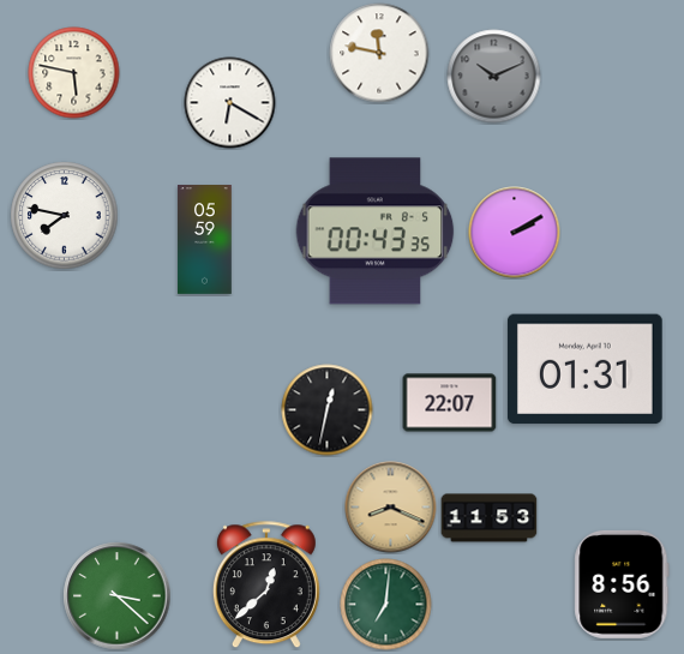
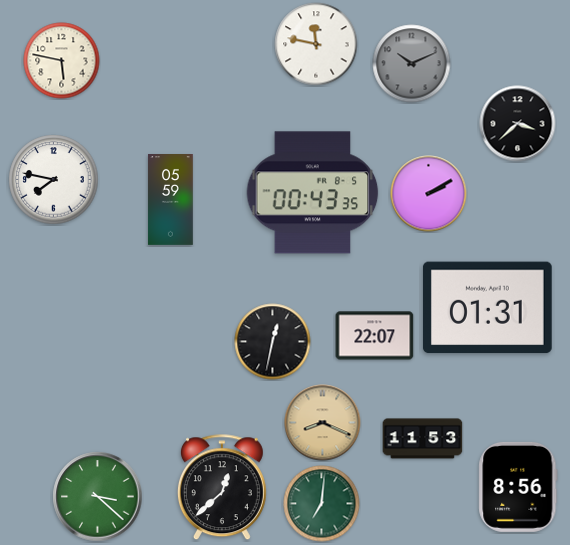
clock at (230, 103): 6:20 -> none
clock at (518, 124): none -> 3:38
clock at (391, 508) position: (391, 508) -> (323, 423)
clock at (490, 518) position: (490, 518) -> (423, 439)
